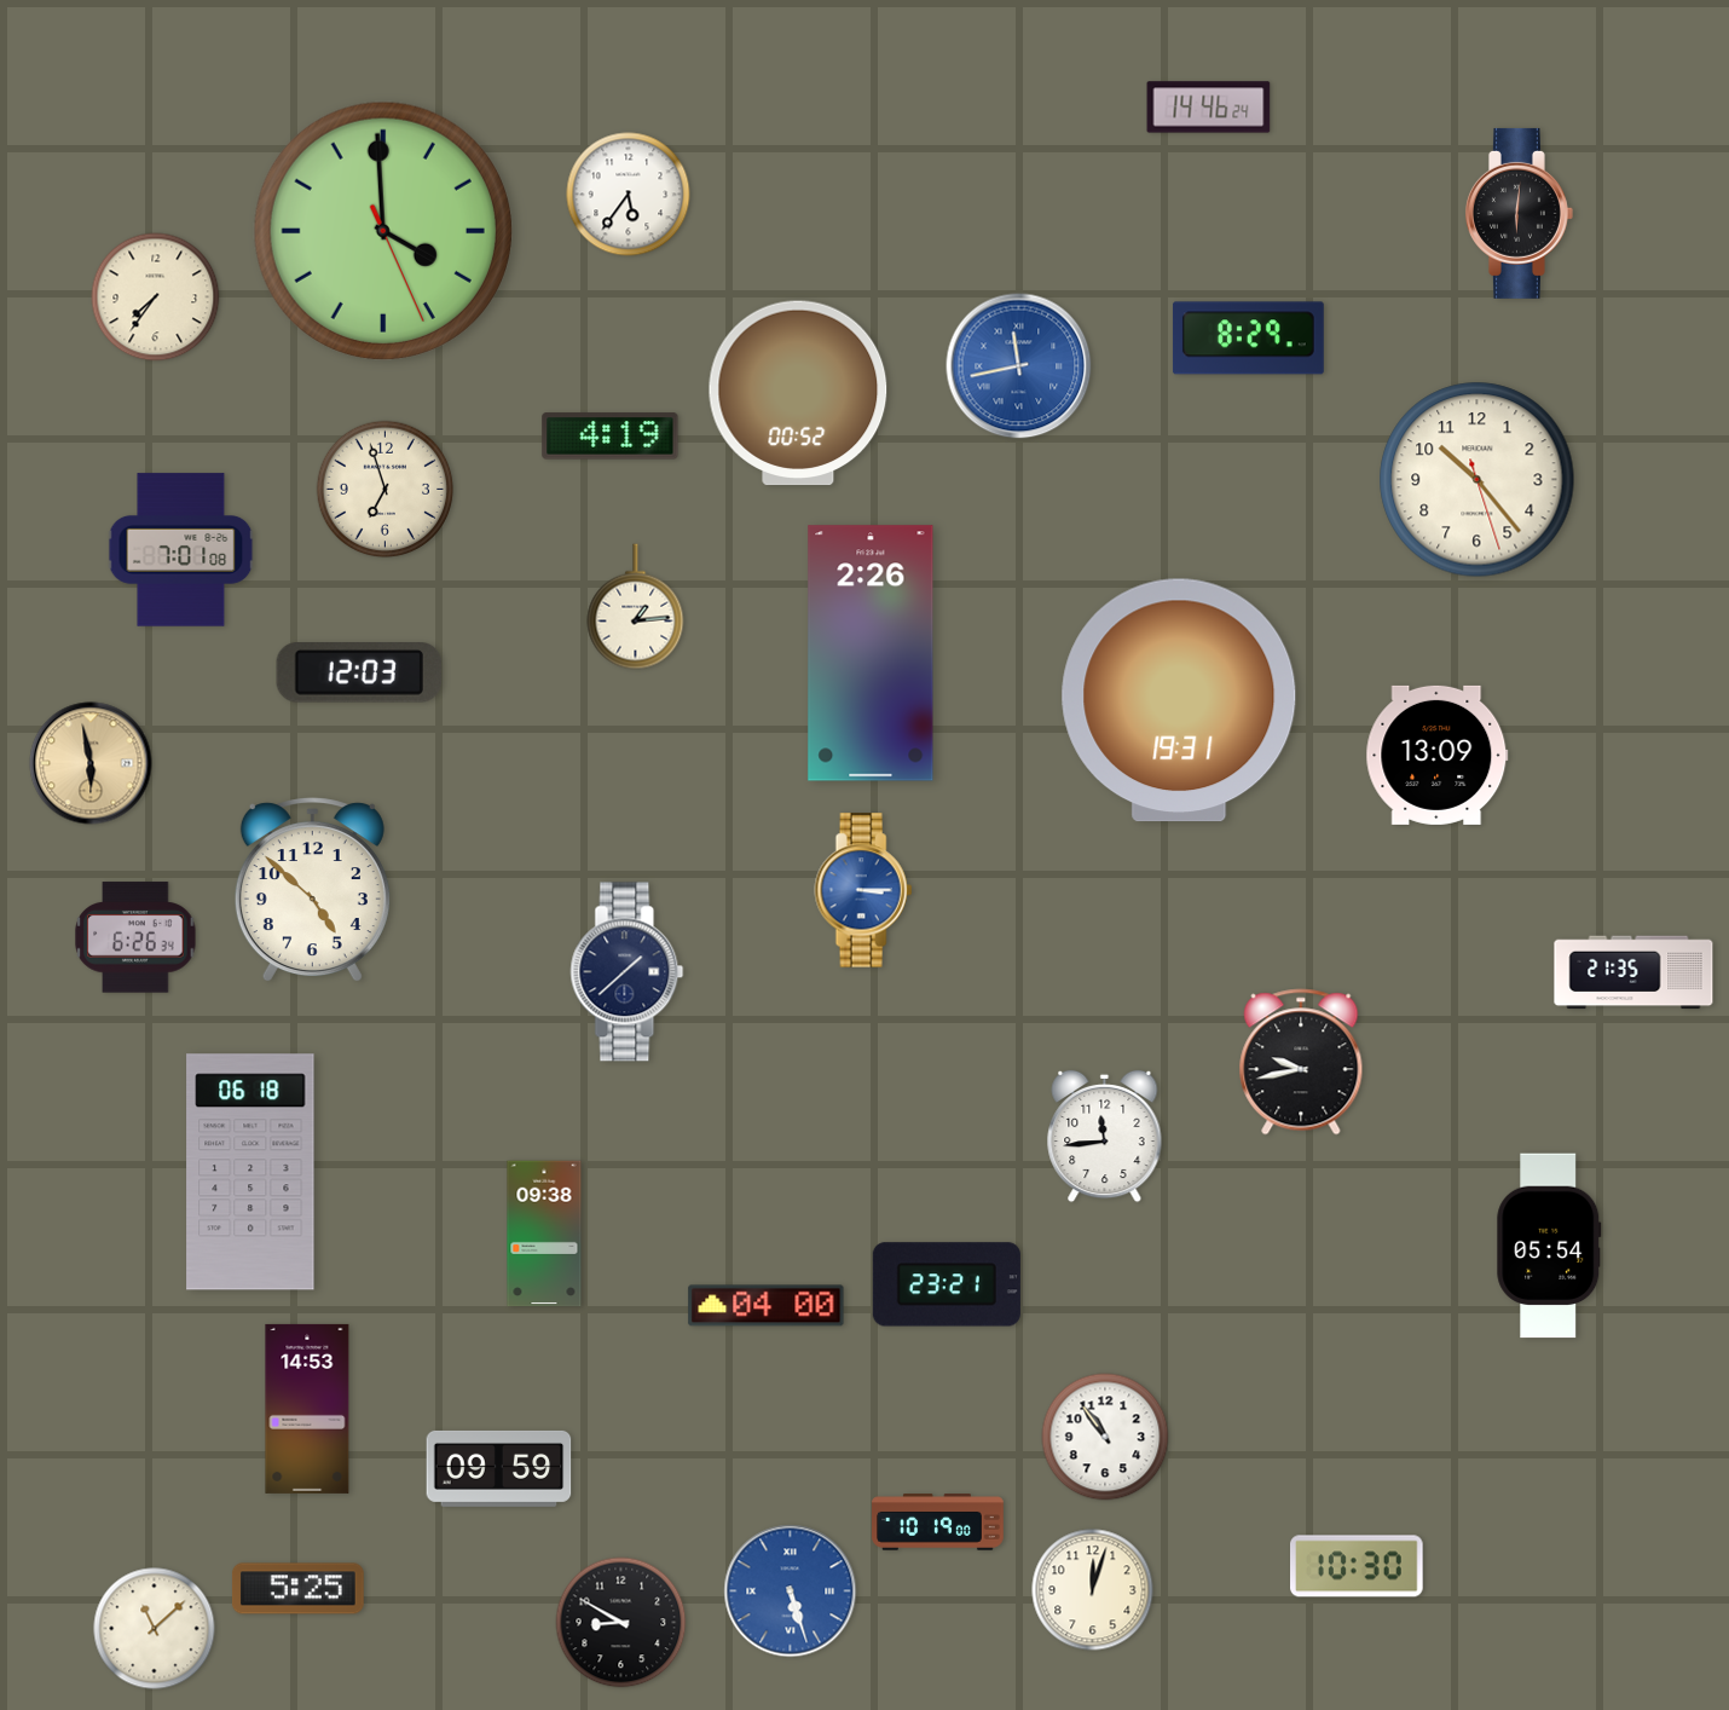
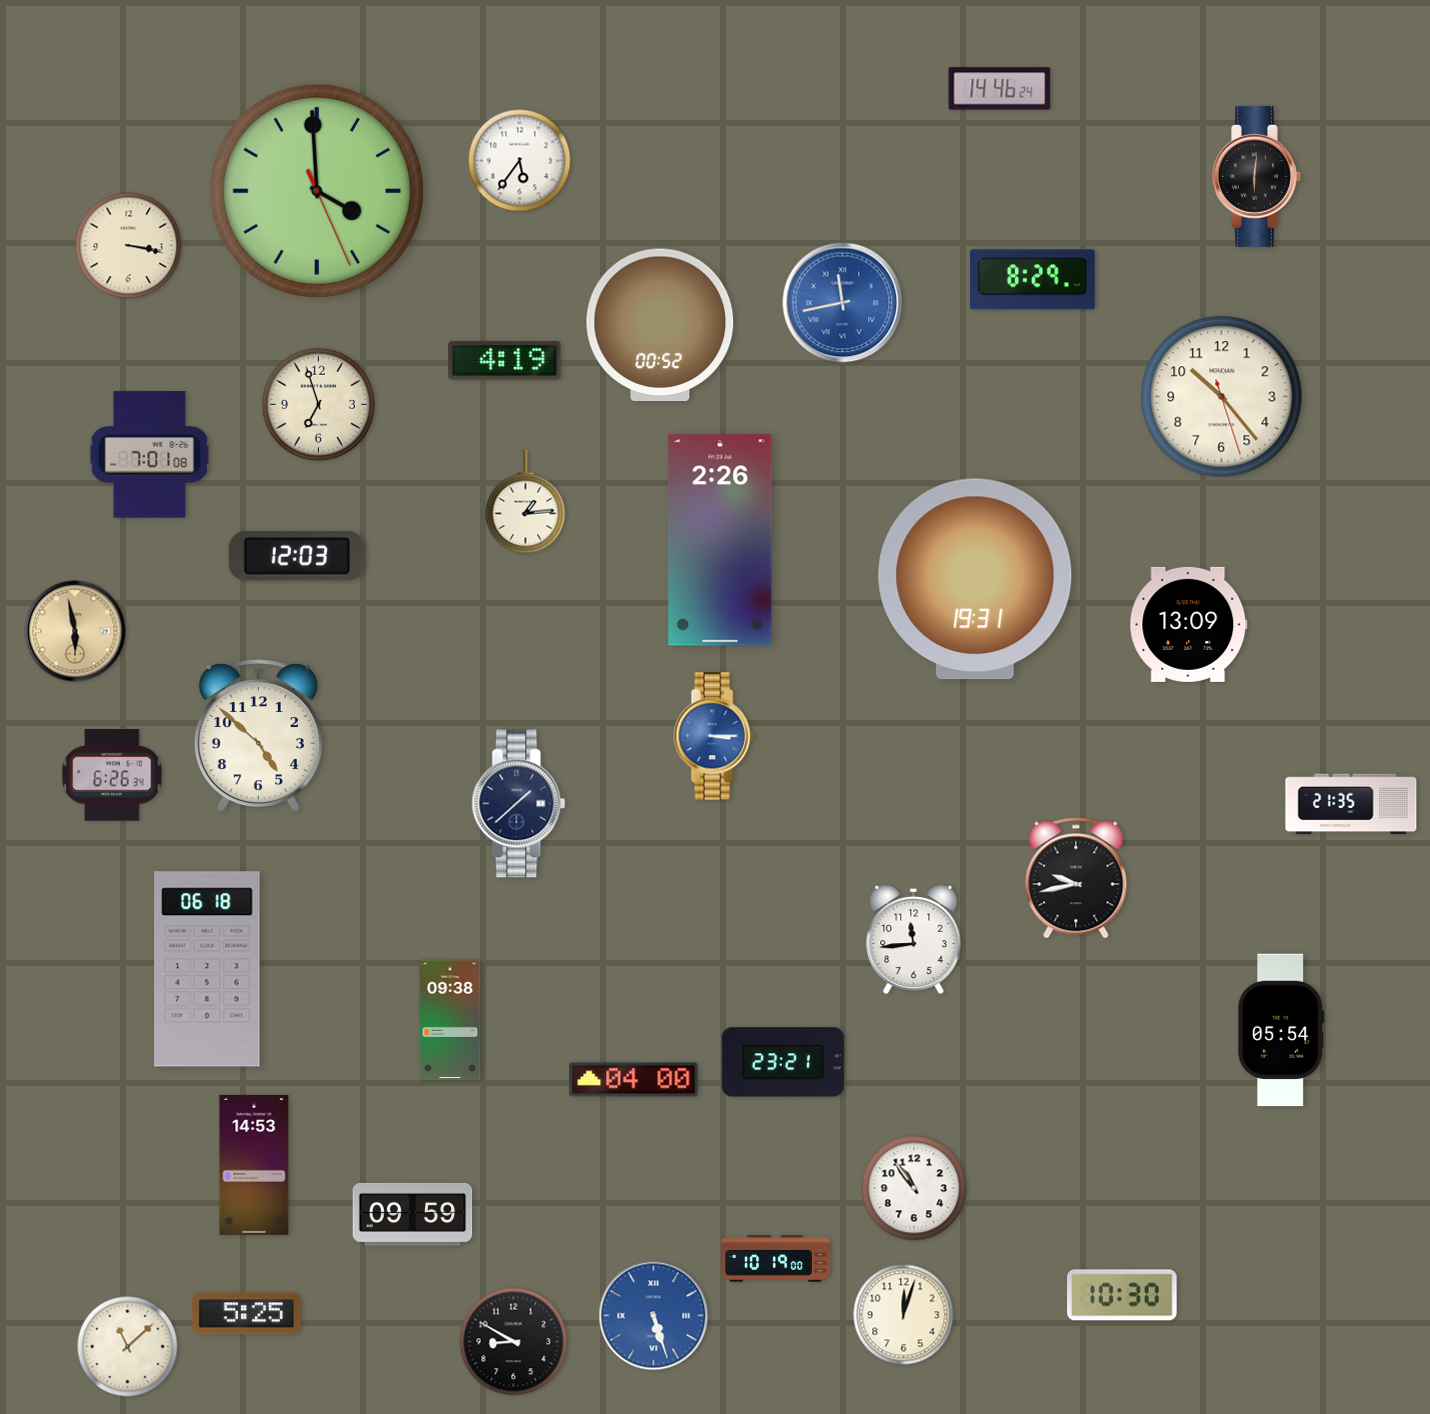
clock at (156, 297): 7:36 -> 3:17
